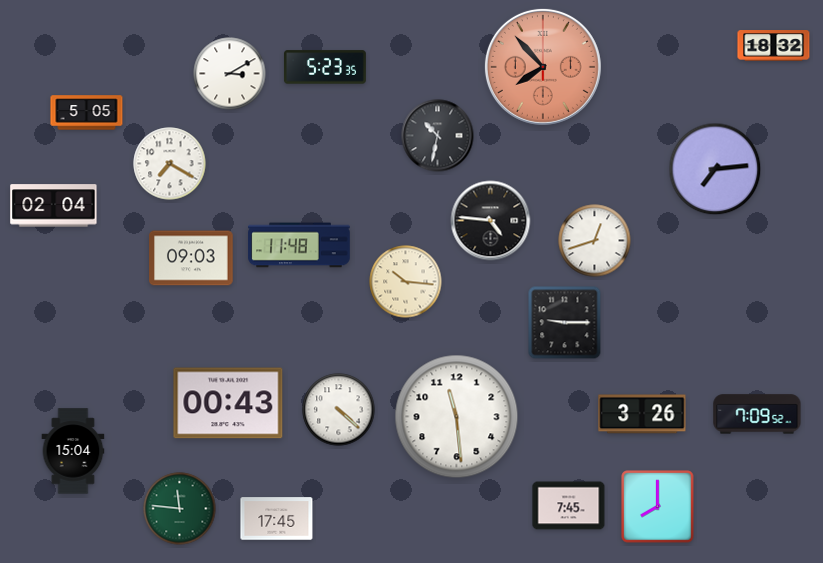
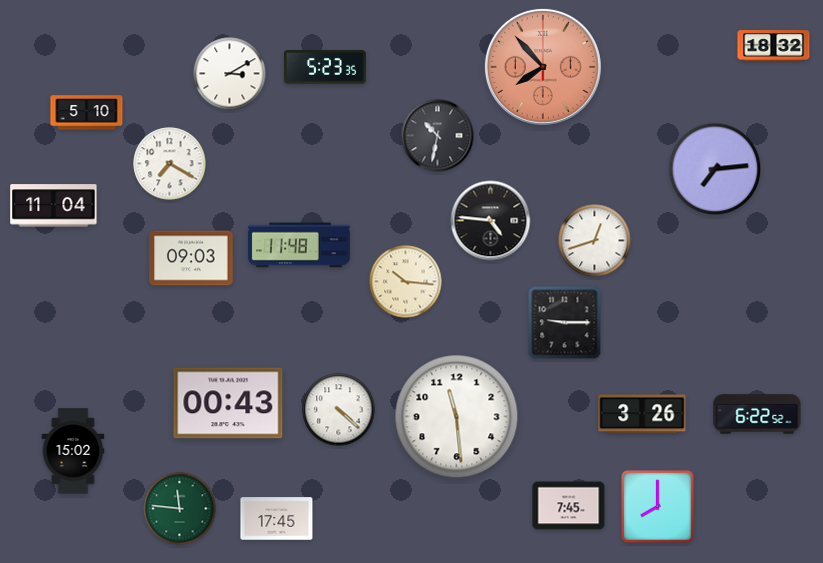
clock at (87, 113): 5:05 -> 5:10
clock at (54, 206): 02:04 -> 11:04
clock at (757, 414): 7:09 -> 6:22
clock at (73, 451): 15:04 -> 15:02
